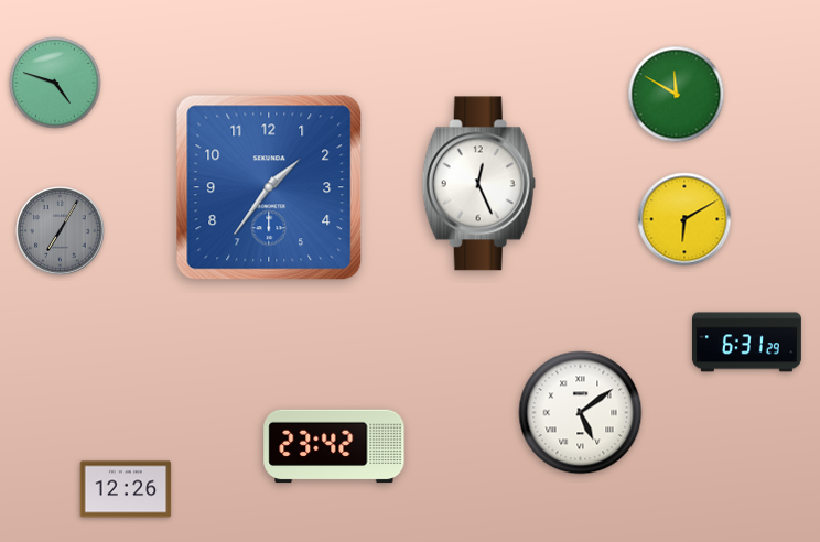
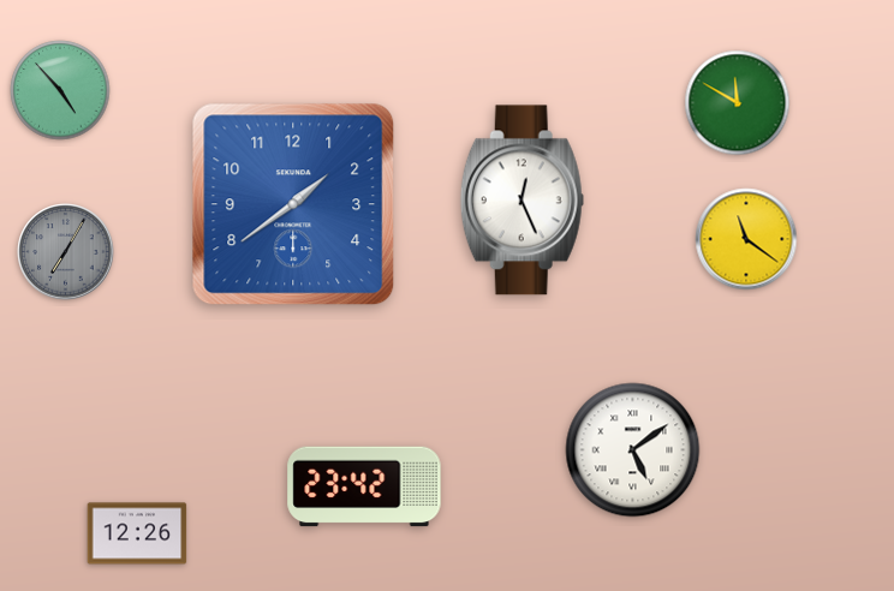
clock at (55, 83): 4:48 -> 4:53
clock at (269, 187): 1:36 -> 1:39
clock at (684, 219): 6:10 -> 11:21
clock at (746, 343): 6:31 -> none
